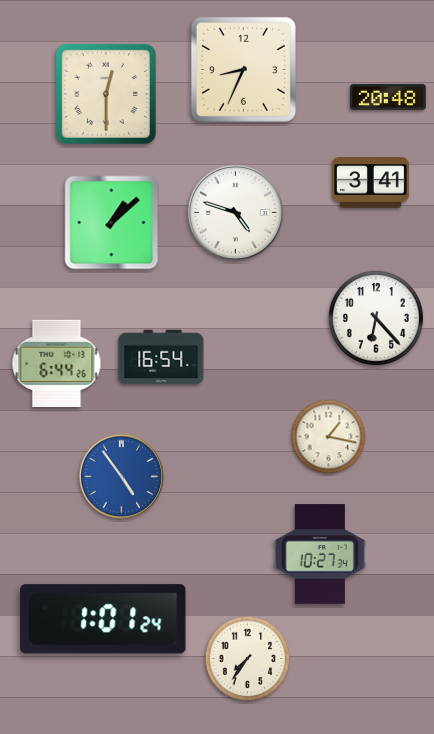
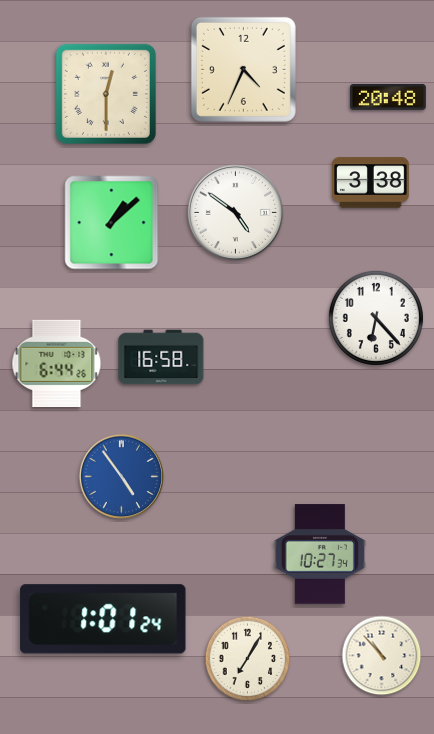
clock at (243, 69): 8:34 -> 4:34
clock at (371, 183): 3:41 -> 3:38
clock at (235, 212): 4:48 -> 4:51
clock at (161, 357): 16:54 -> 16:58
clock at (329, 437): 1:17 -> none
clock at (382, 656): none -> 10:53
clock at (248, 659): 7:36 -> 7:05
